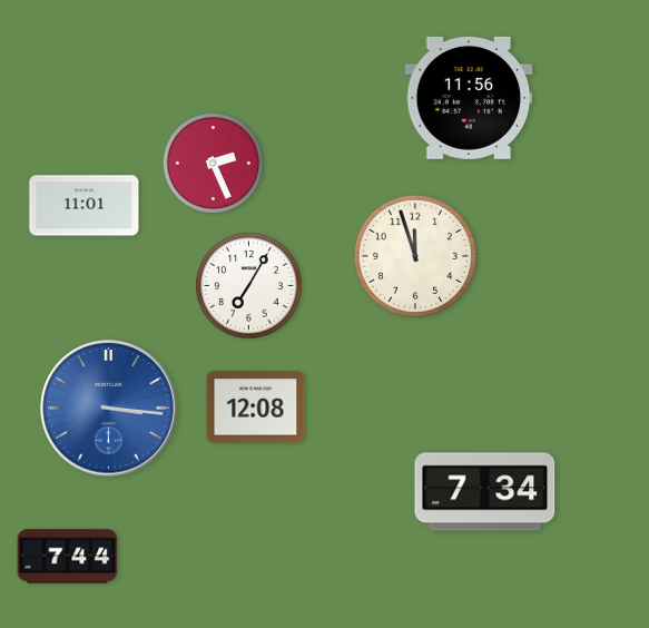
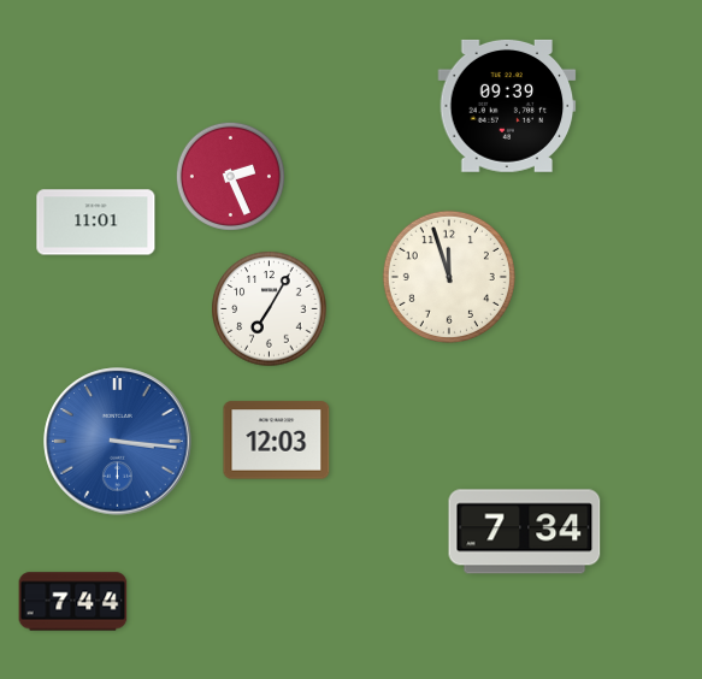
clock at (469, 98): 11:56 -> 09:39
clock at (85, 206) position: (85, 206) -> (96, 223)
clock at (256, 408): 12:08 -> 12:03
